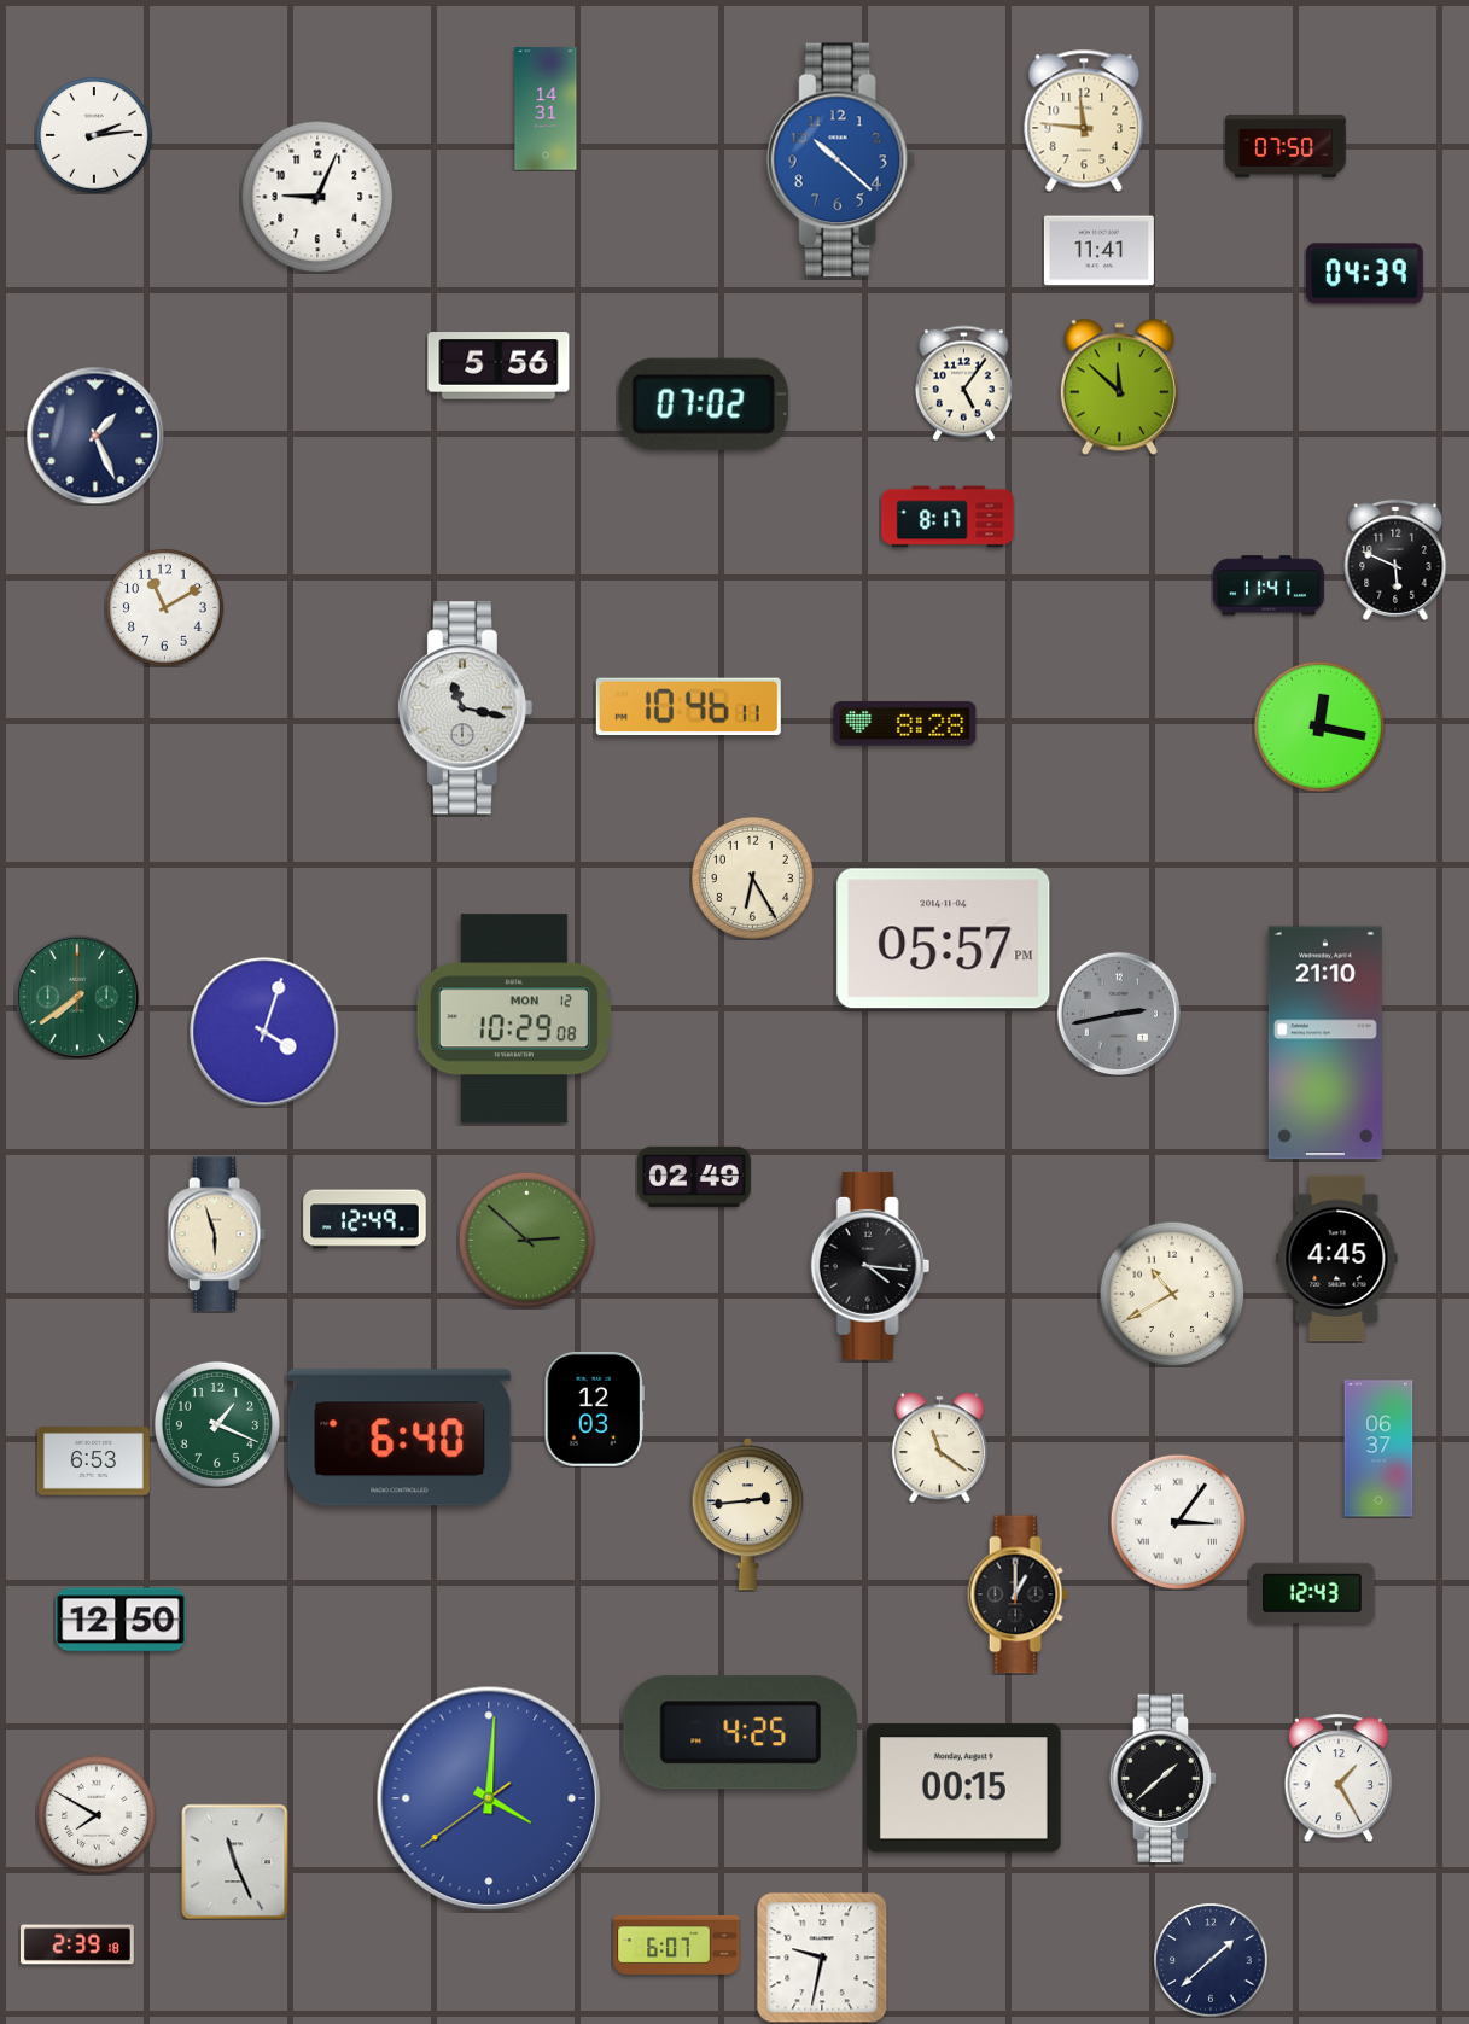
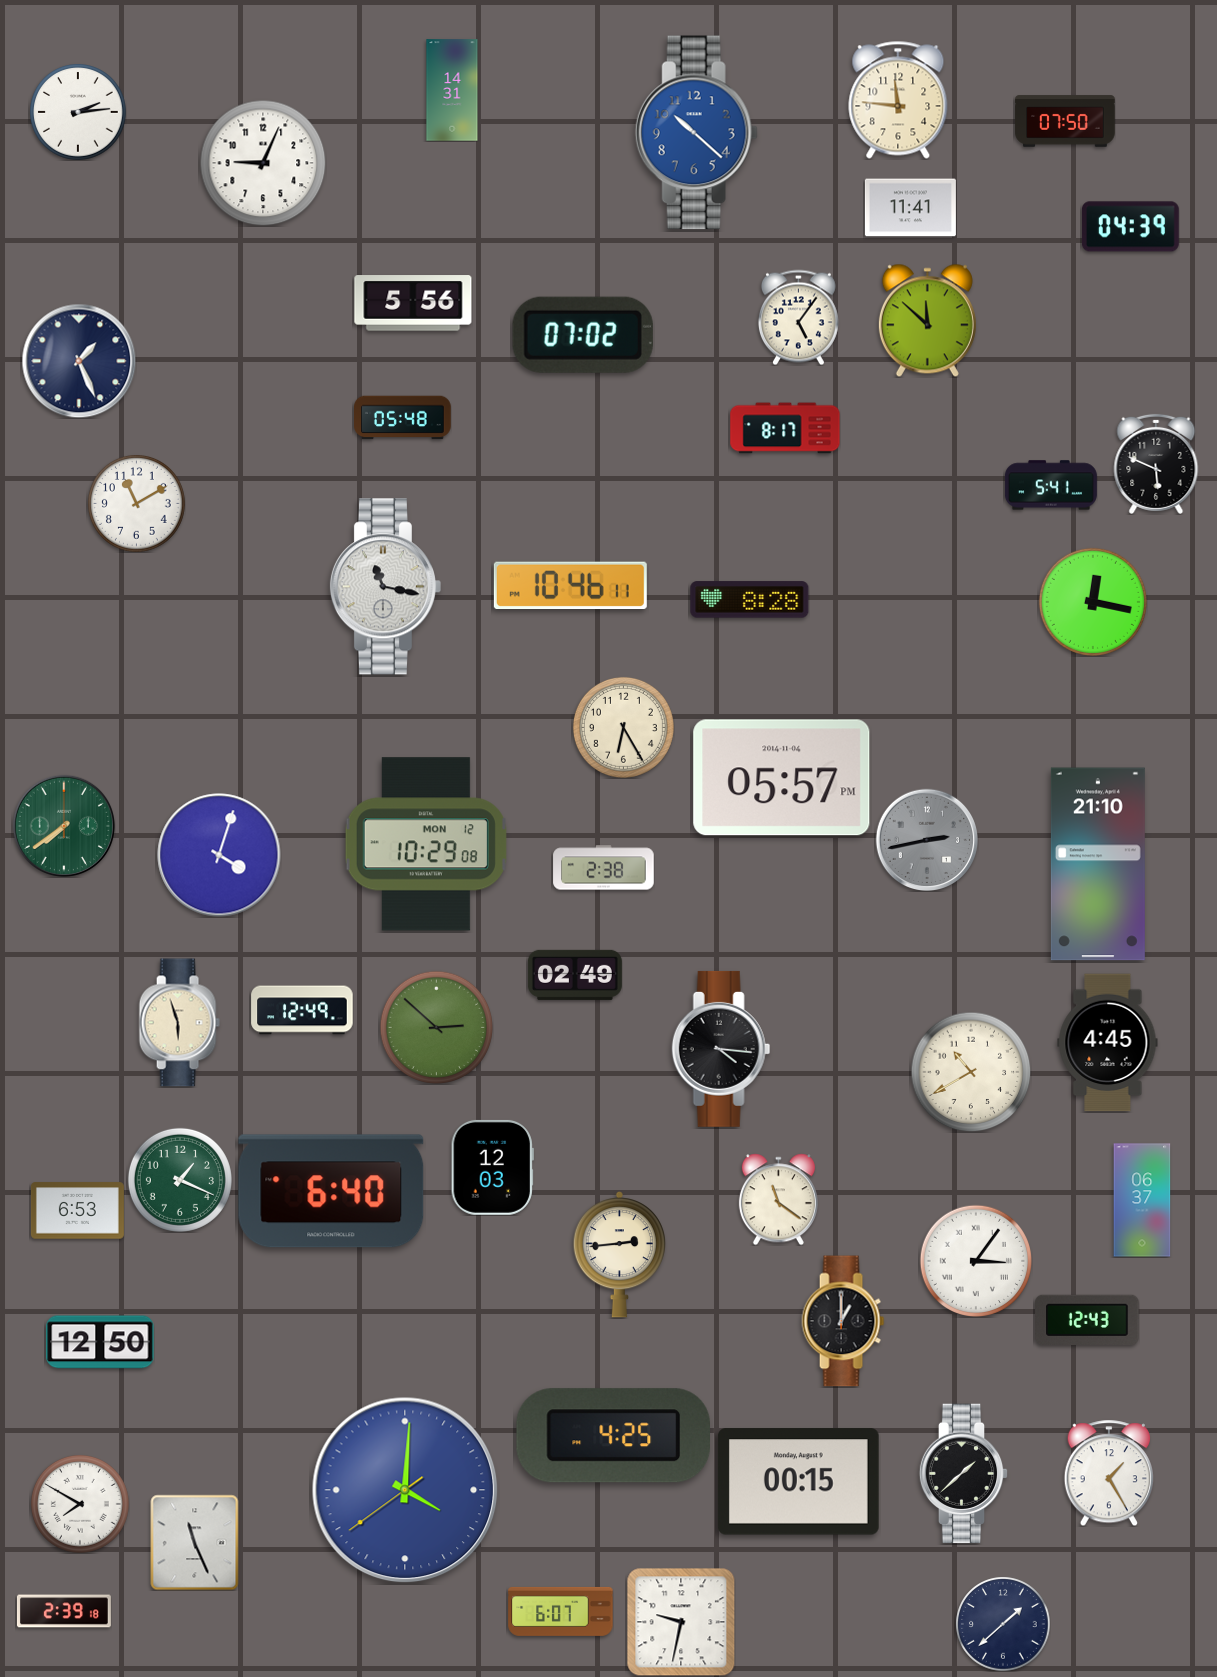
clock at (403, 418): none -> 05:48
clock at (1269, 585): 11:41 -> 5:41
clock at (604, 868): none -> 2:38
